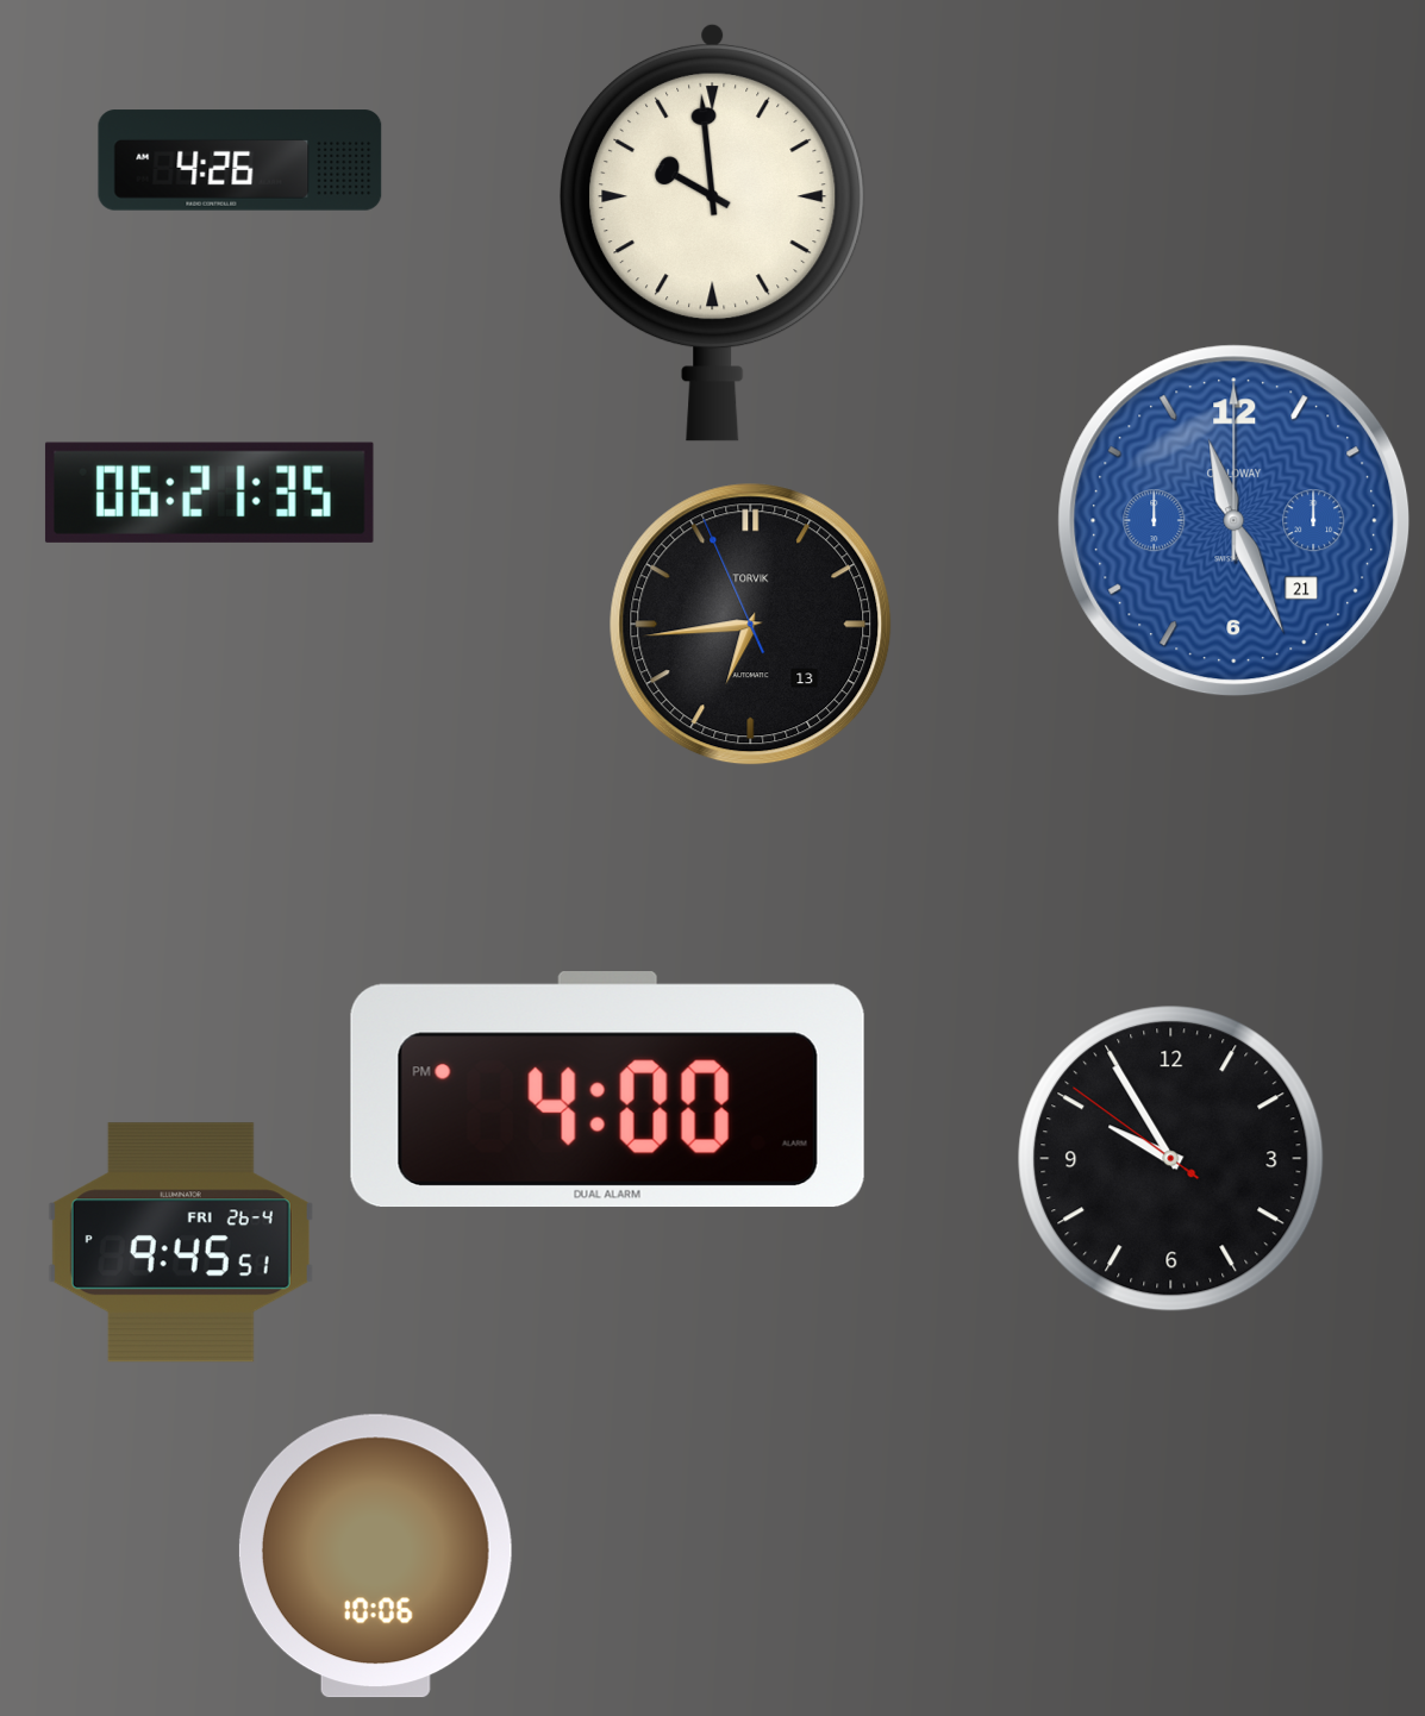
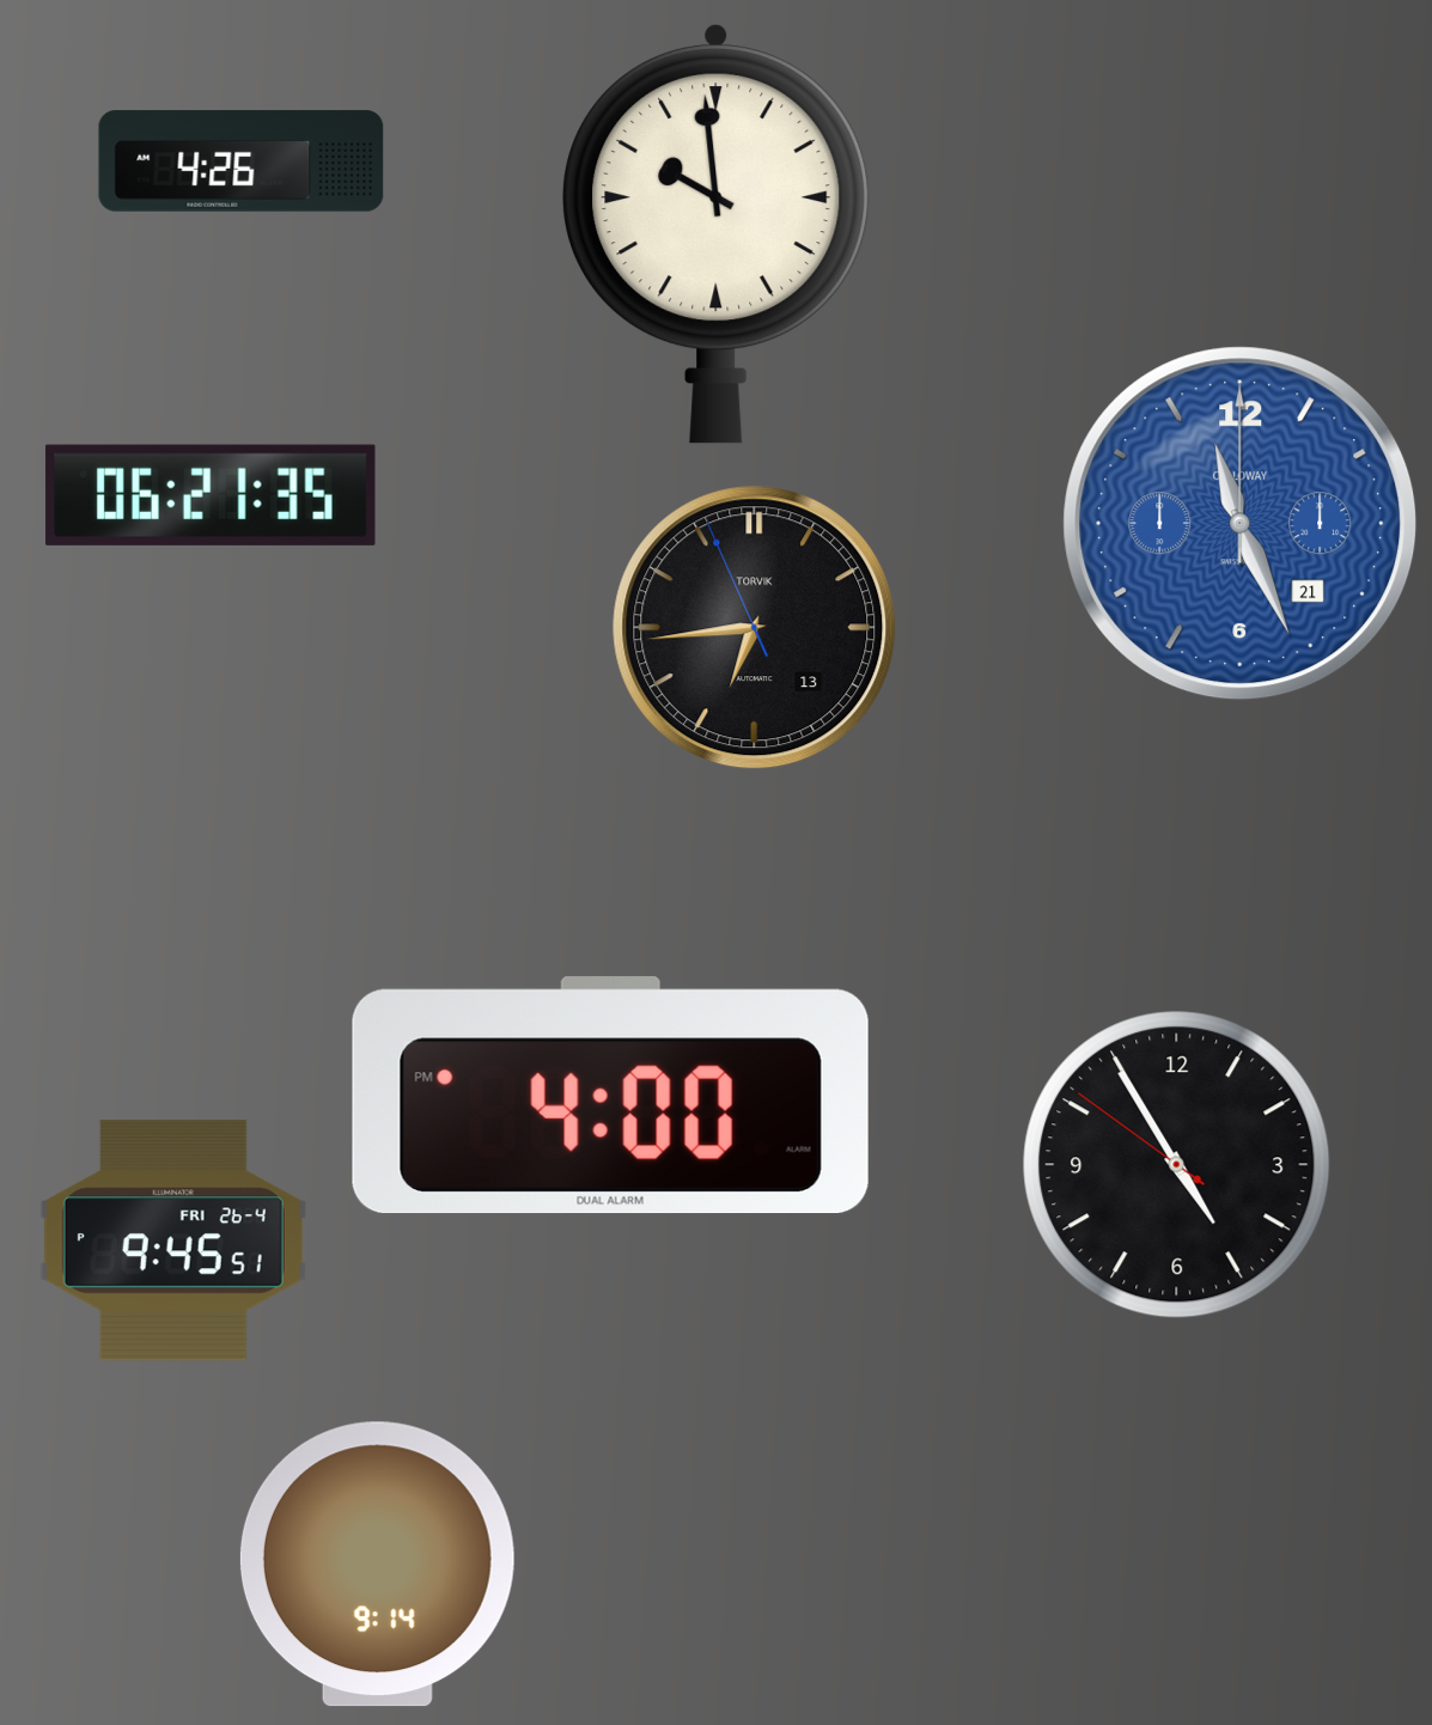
clock at (1171, 1159): 9:54 -> 4:54
clock at (181, 1242) position: (181, 1242) -> (173, 1241)
clock at (375, 1557): 10:06 -> 9:14
